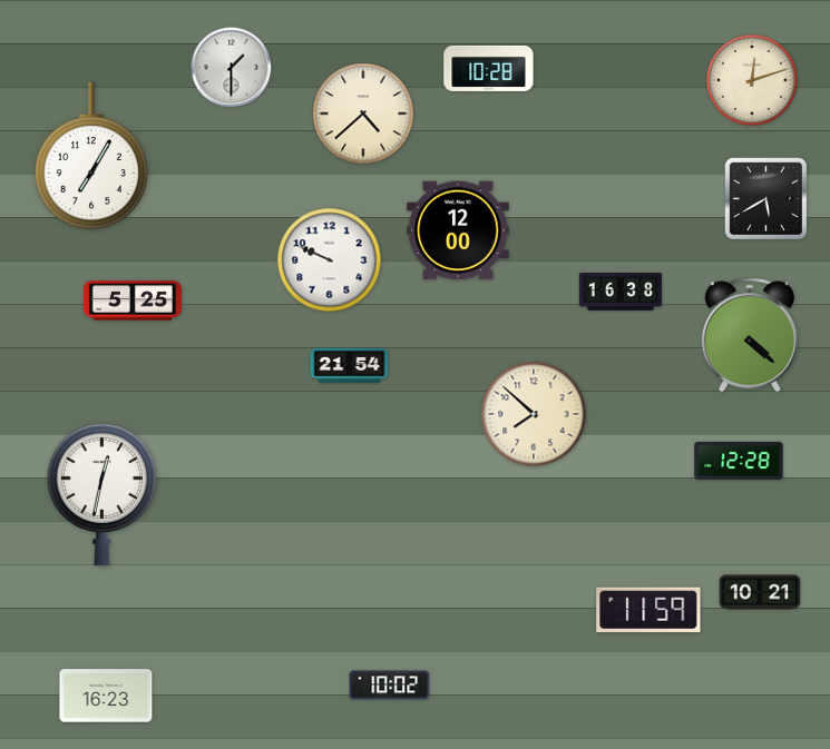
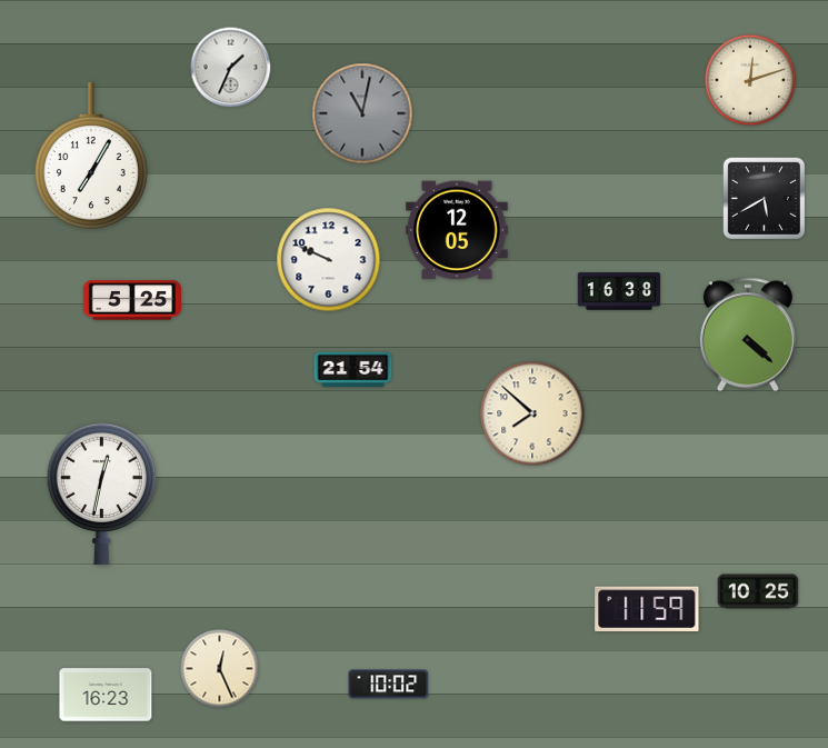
clock at (232, 68): 1:30 -> 1:34
clock at (489, 68): 10:28 -> none
clock at (363, 114): 4:38 -> 11:02
clock at (363, 114) dial: cream -> grey
clock at (458, 230): 12:00 -> 12:05
clock at (350, 366) position: (350, 366) -> (353, 370)
clock at (739, 461): 12:28 -> none
clock at (760, 592): 10:21 -> 10:25
clock at (220, 669): none -> 12:26
